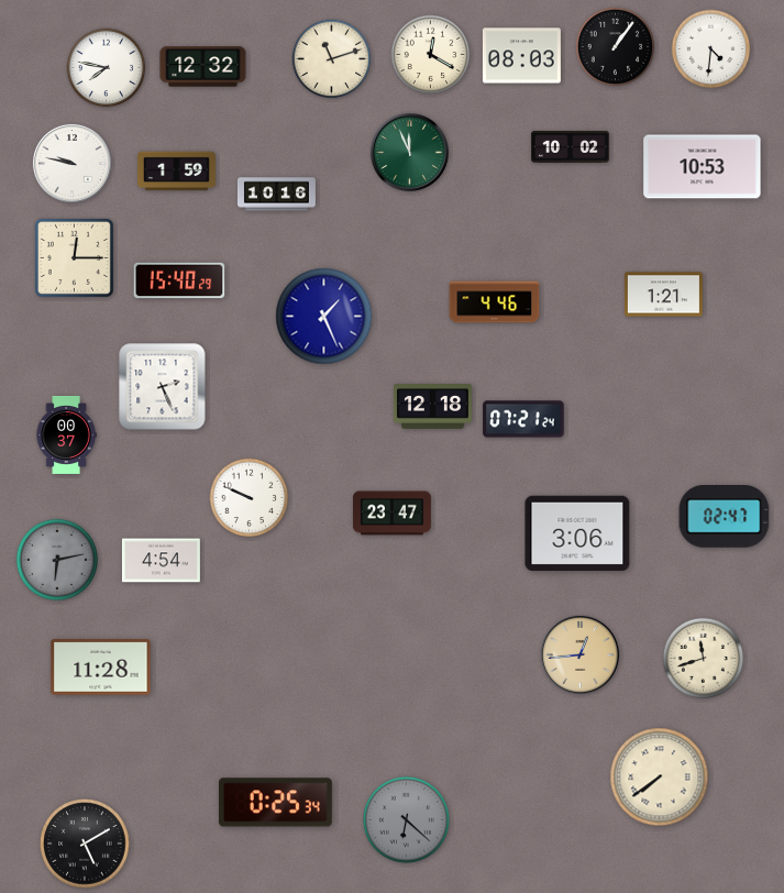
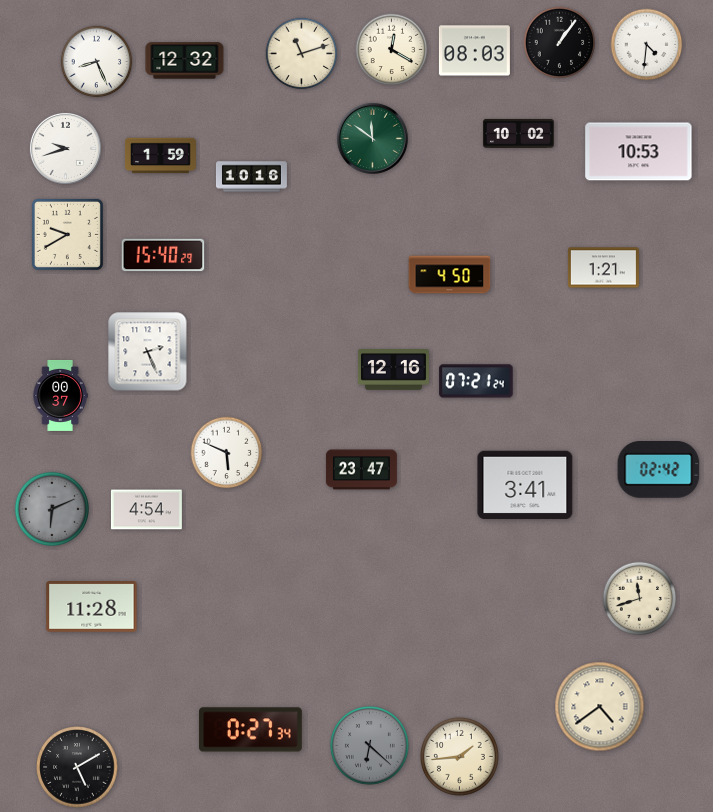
clock at (107, 68): 7:47 -> 8:26
clock at (409, 152): 11:56 -> 11:51
clock at (71, 163): 9:47 -> 9:42
clock at (74, 257): 12:15 -> 9:40
clock at (495, 302): 4:46 -> 4:50
clock at (324, 317): 1:26 -> none
clock at (432, 407): 12:18 -> 12:16
clock at (250, 498): 9:49 -> 5:49
clock at (391, 514) position: (391, 514) -> (361, 470)
clock at (725, 517): 02:47 -> 02:42
clock at (577, 533): 3:06 -> 3:41
clock at (56, 559): 6:13 -> 6:11
clock at (579, 654): 12:44 -> none
clock at (660, 778): 7:39 -> 4:39
clock at (275, 803): 0:25 -> 0:27
clock at (459, 756): none -> 1:44
